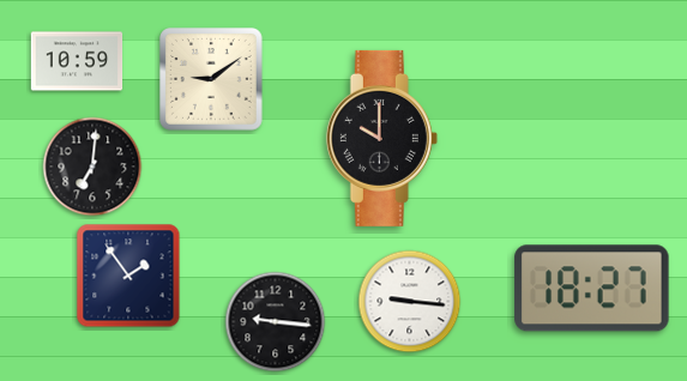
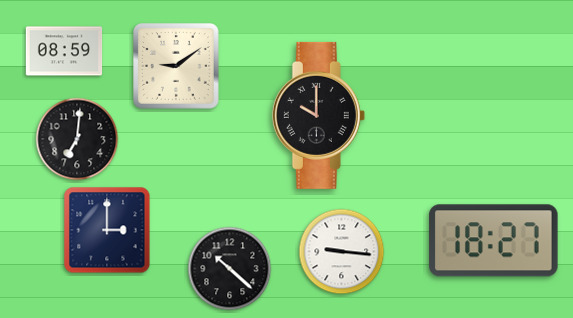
clock at (77, 61): 10:59 -> 08:59
clock at (128, 276): 1:54 -> 3:00
clock at (276, 322): 9:16 -> 10:22
